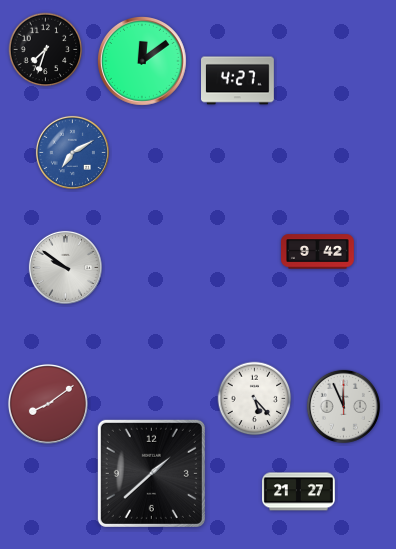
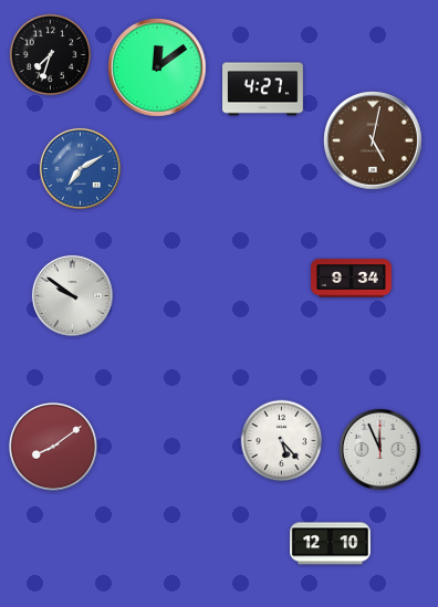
clock at (374, 142): none -> 5:02
clock at (318, 252): 9:42 -> 9:34
clock at (151, 473): 1:38 -> none
clock at (299, 492): 21:27 -> 12:10
